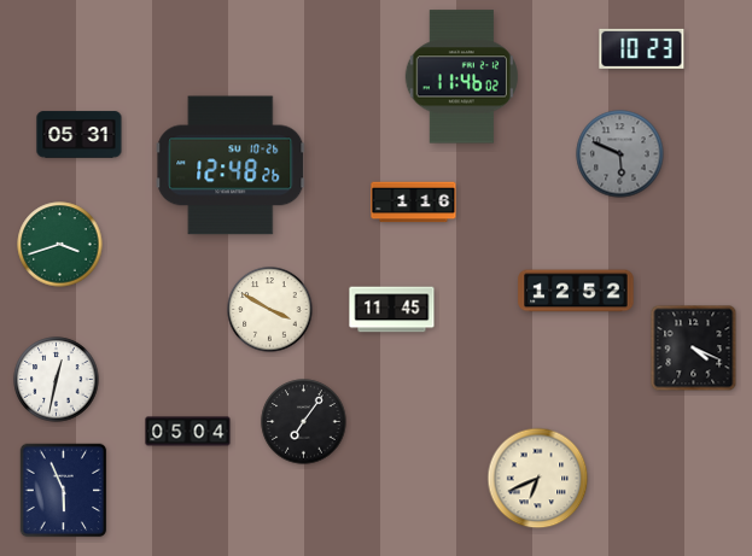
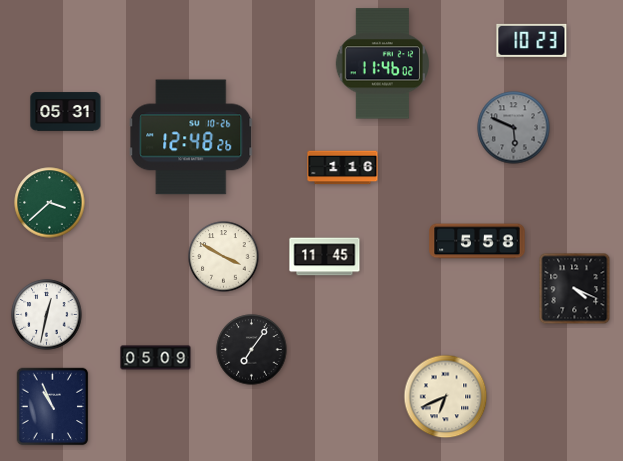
clock at (60, 245): 3:42 -> 3:38
clock at (576, 291): 12:52 -> 5:58
clock at (188, 432): 05:04 -> 05:09
clock at (64, 491): 5:56 -> 10:56
